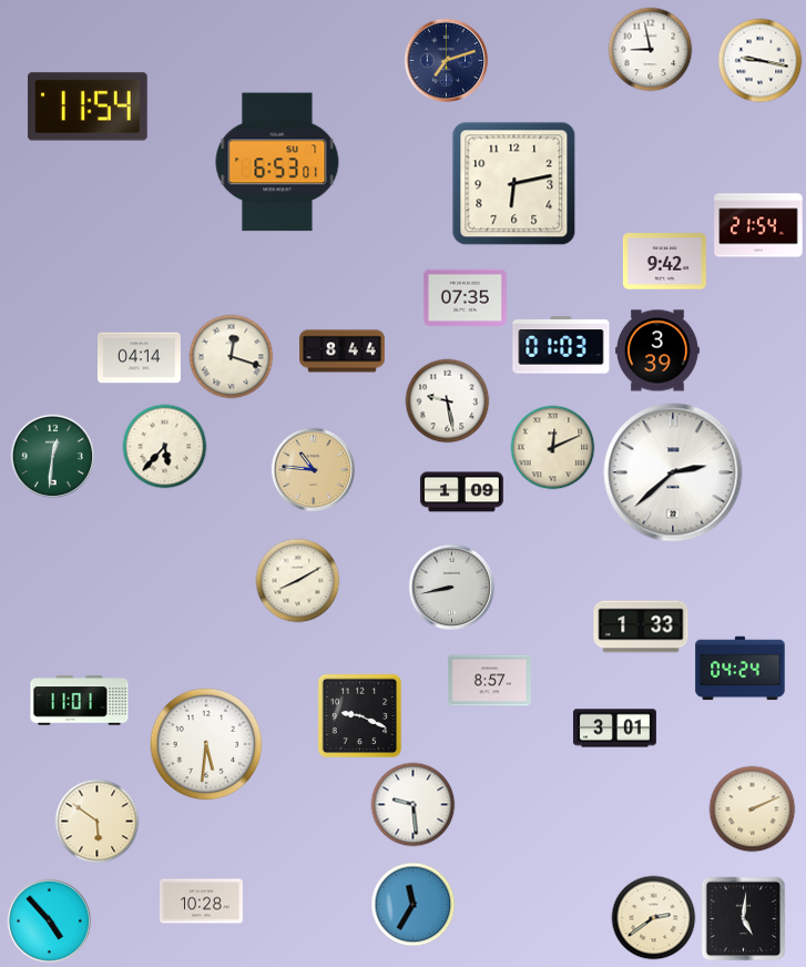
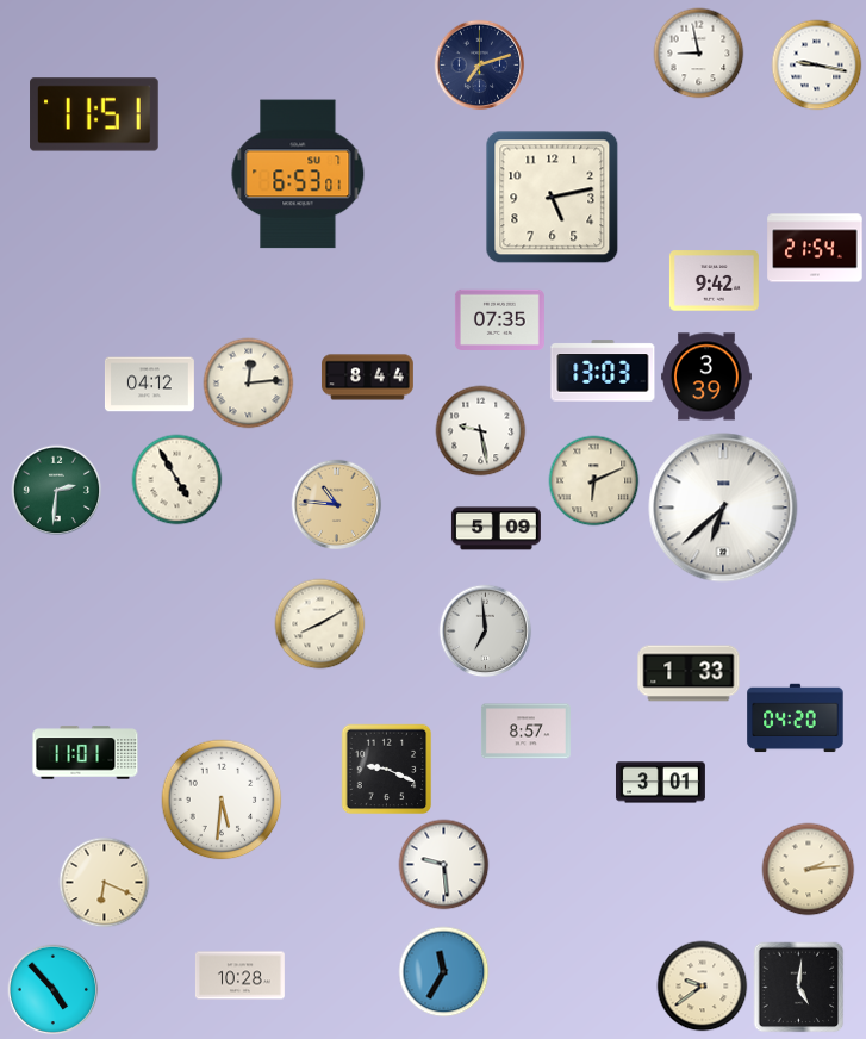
clock at (88, 106): 11:54 -> 11:51
clock at (514, 184): 6:13 -> 5:13
clock at (758, 225) position: (758, 225) -> (815, 248)
clock at (561, 345): 01:03 -> 13:03
clock at (232, 357): 12:18 -> 12:14
clock at (139, 358): 04:14 -> 04:12
clock at (165, 447): 5:37 -> 4:55
clock at (553, 448): 12:11 -> 6:11
clock at (53, 457): 12:31 -> 2:31
clock at (673, 472): 2:38 -> 6:38
clock at (461, 492): 1:09 -> 5:09
clock at (452, 588): 8:43 -> 6:59
clock at (741, 669): 04:24 -> 04:20
clock at (753, 810): 2:11 -> 2:14
clock at (98, 822): 5:51 -> 6:19
clock at (201, 902) position: (201, 902) -> (239, 976)
clock at (654, 918): 2:39 -> 9:39
